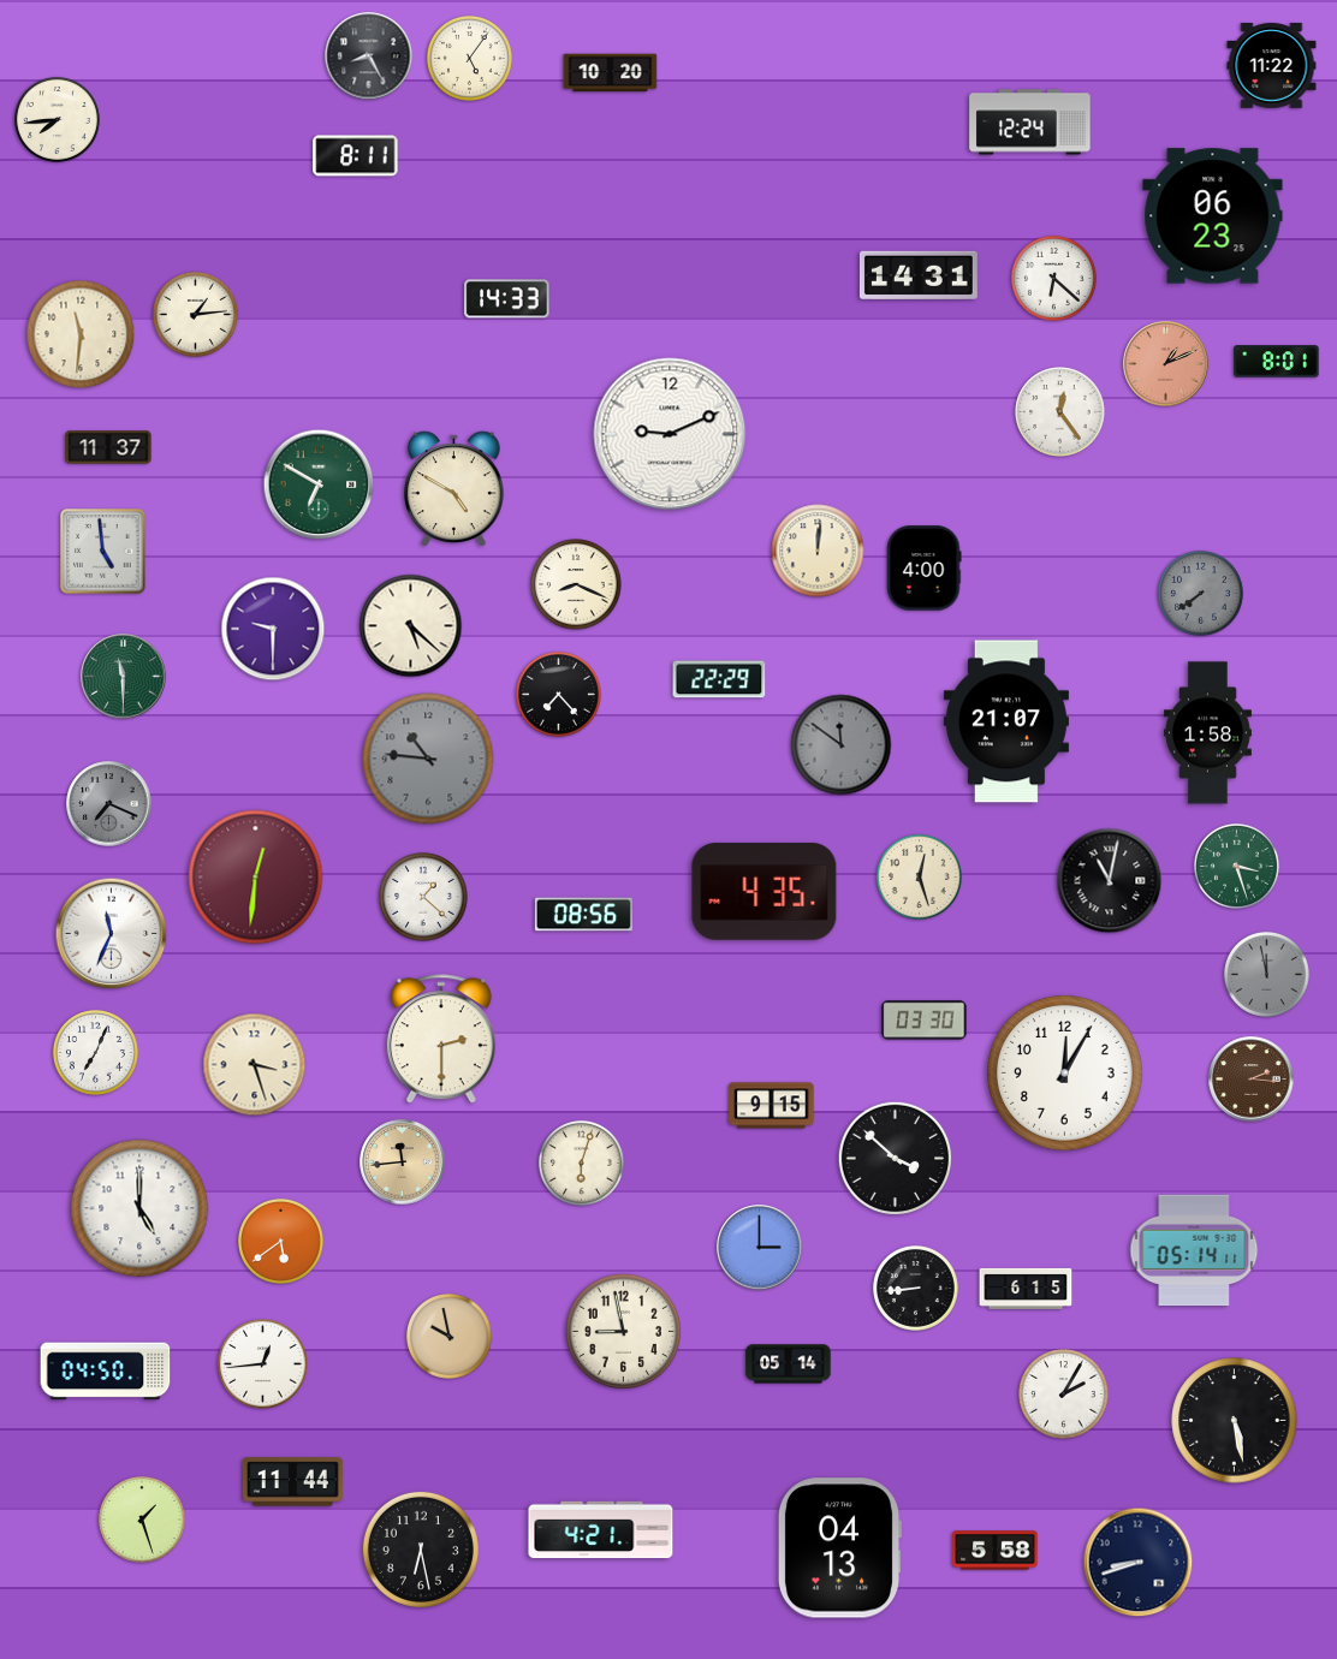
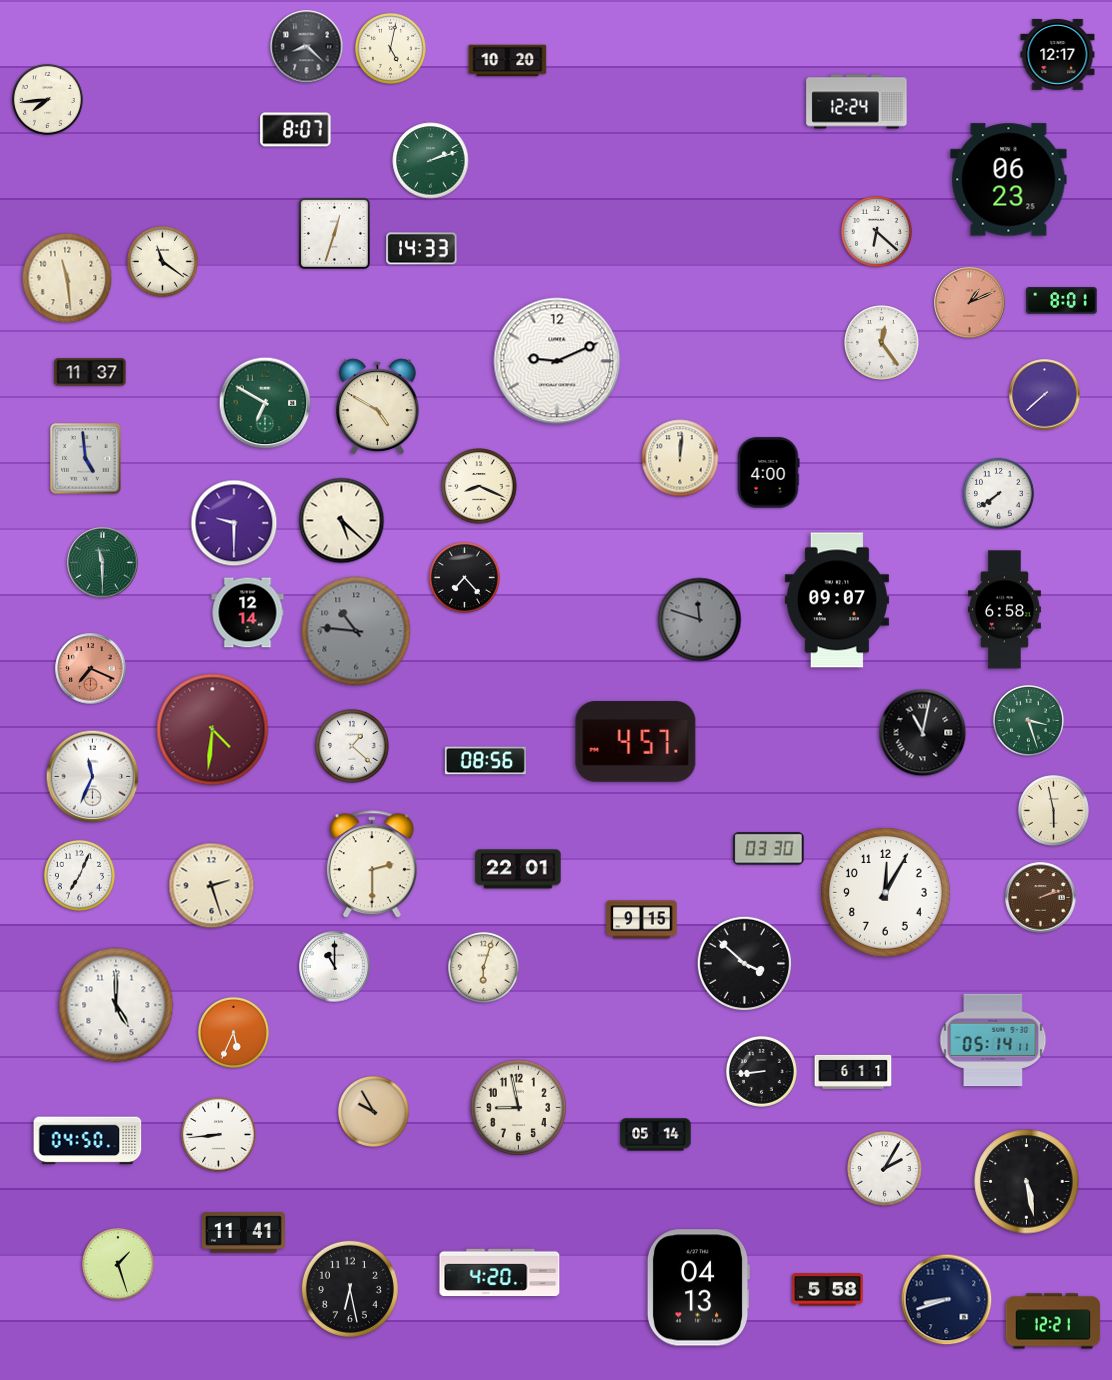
clock at (369, 57): 8:25 -> 8:22
clock at (469, 58): 5:06 -> 5:02
clock at (1272, 65): 11:22 -> 12:17
clock at (356, 156): 8:11 -> 8:07
clock at (431, 161): none -> 2:12
clock at (919, 274): 14:31 -> none
clock at (334, 233): none -> 12:33
clock at (195, 314): 1:14 -> 11:21
clock at (81, 334): 11:31 -> 11:29
clock at (1045, 395): none -> 7:38
clock at (1200, 593) dial: grey -> white
clock at (273, 629) position: (273, 629) -> (234, 523)
clock at (719, 679): 22:29 -> none
clock at (1006, 721): 21:07 -> 09:07
clock at (1207, 733): 1:58 -> 6:58
clock at (248, 613): none -> 12:14
clock at (842, 745): 11:51 -> 11:48
clock at (109, 804) dial: grey -> salmon
clock at (919, 876): 12:27 -> none
clock at (256, 878): 12:31 -> 4:31
clock at (765, 892): 4:35 -> 4:57
clock at (1266, 974): 11:58 -> 5:58
clock at (1266, 974) dial: grey -> cream
clock at (441, 1040) position: (441, 1040) -> (372, 865)
clock at (518, 869): none -> 22:01
clock at (255, 1065): 3:27 -> 2:27
clock at (1252, 1080): 2:16 -> 2:12
clock at (403, 1163): 11:44 -> 11:00
clock at (403, 1163) dial: champagne -> white
clock at (280, 1241): 5:39 -> 5:34
clock at (760, 1248): 3:00 -> none
clock at (1026, 1289): 6:15 -> 6:11
clock at (448, 1336): 9:58 -> 9:55
clock at (263, 1364): 12:44 -> 8:44
clock at (1064, 1395) position: (1064, 1395) -> (885, 1169)
clock at (292, 1482): 11:44 -> 11:41
clock at (601, 1530): 4:21 -> 4:20
clock at (1053, 1321): none -> 12:21
